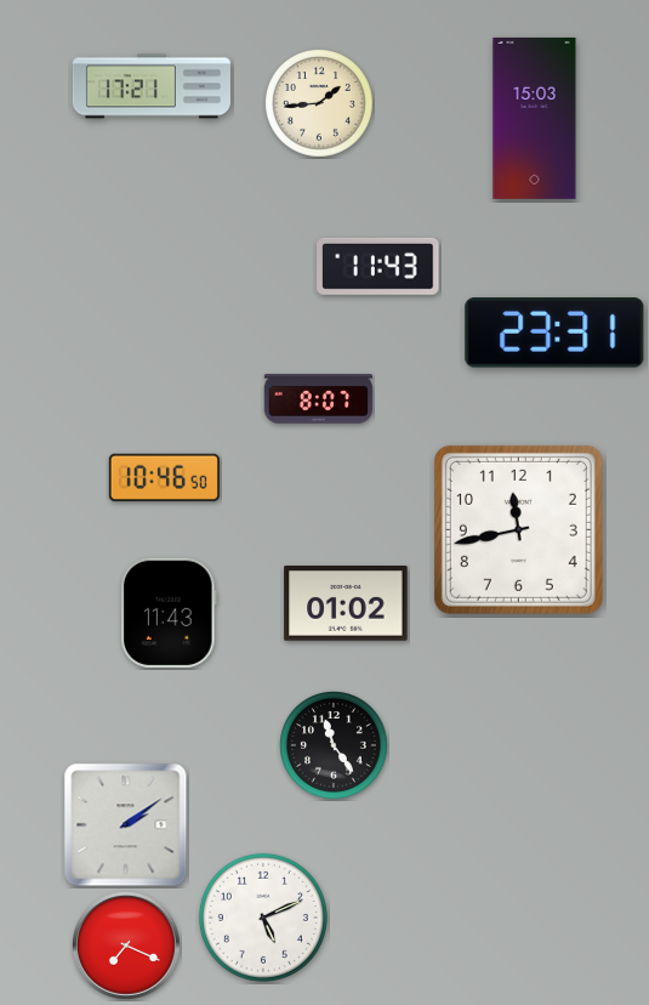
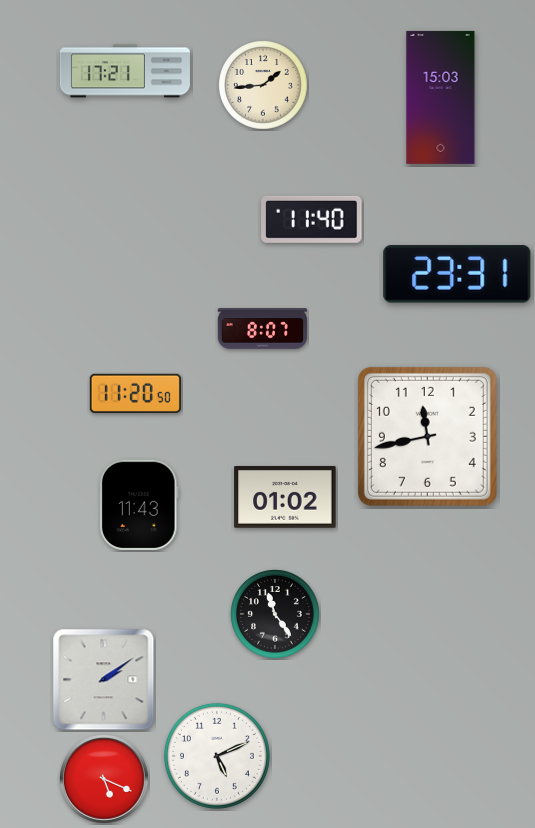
clock at (378, 266): 11:43 -> 11:40
clock at (164, 477): 10:46 -> 11:20
clock at (126, 946): 7:19 -> 5:19
